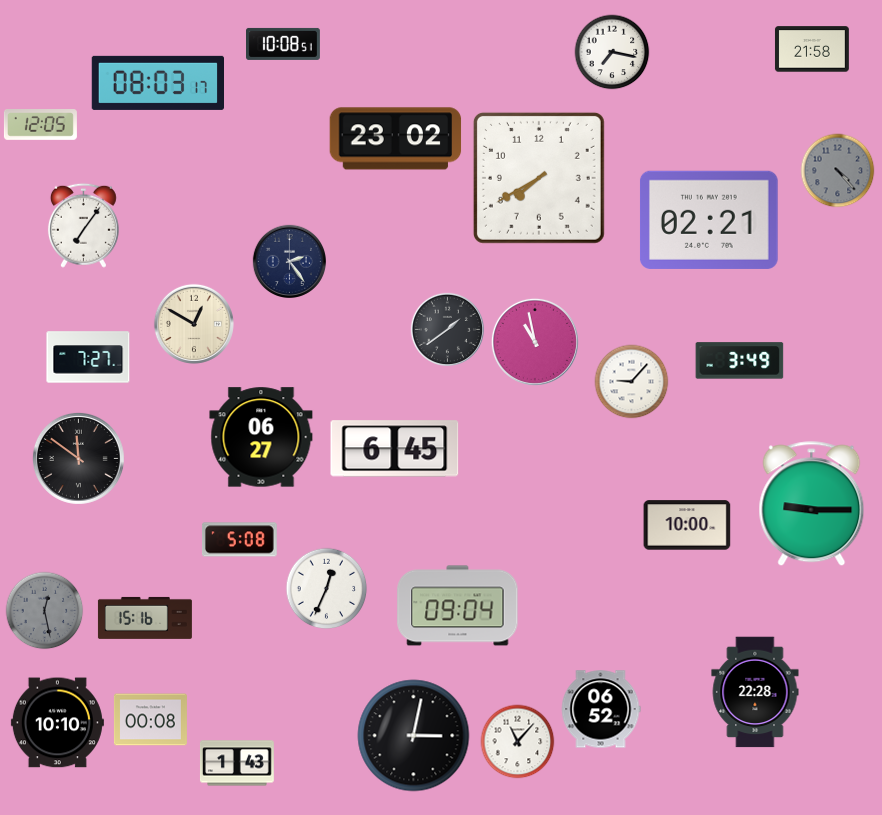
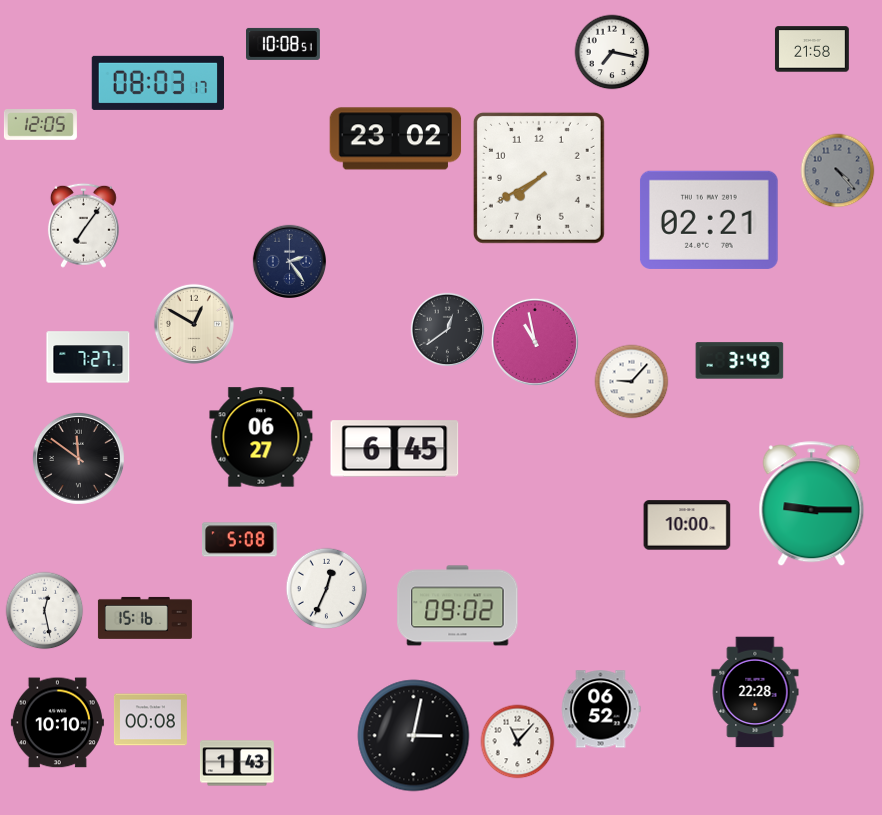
clock at (447, 329): 1:39 -> 12:39
clock at (458, 606): 09:04 -> 09:02
clock at (45, 611) dial: grey -> white
